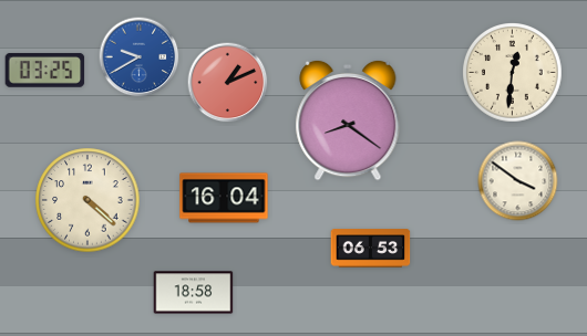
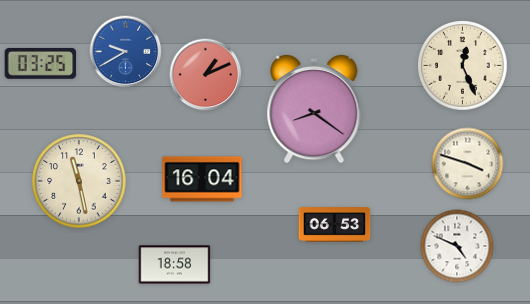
clock at (513, 73): 12:31 -> 12:26
clock at (518, 181): 3:51 -> 3:48
clock at (87, 200): 4:22 -> 11:28
clock at (457, 246): none -> 4:49
